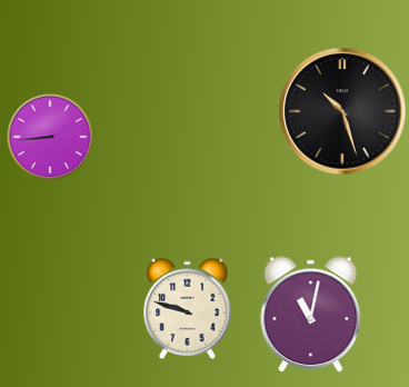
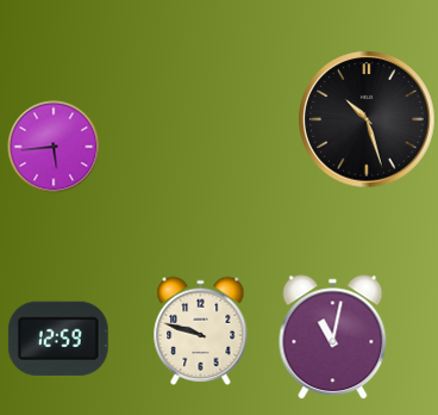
clock at (50, 137): 8:44 -> 5:44
clock at (58, 339): none -> 12:59
